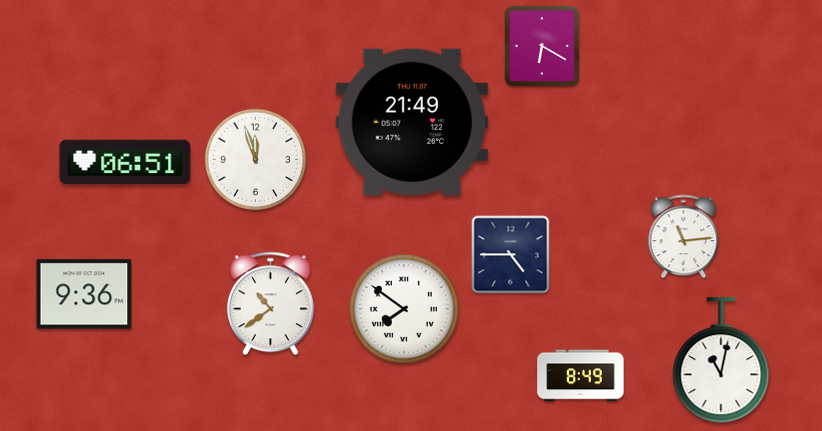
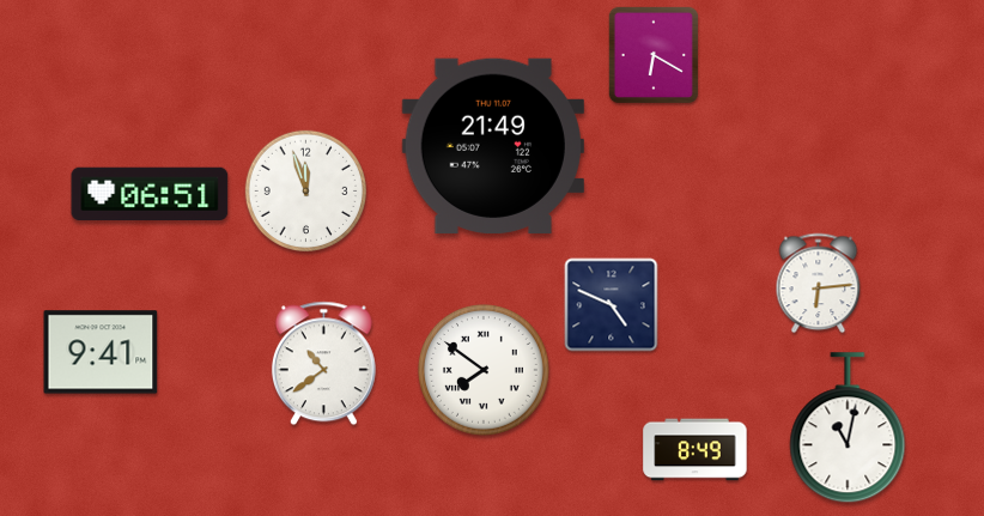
clock at (541, 45) position: (541, 45) -> (652, 54)
clock at (684, 237): 11:14 -> 6:14
clock at (511, 255): 4:45 -> 4:49
clock at (84, 294): 9:36 -> 9:41
clock at (721, 361) position: (721, 361) -> (848, 429)
